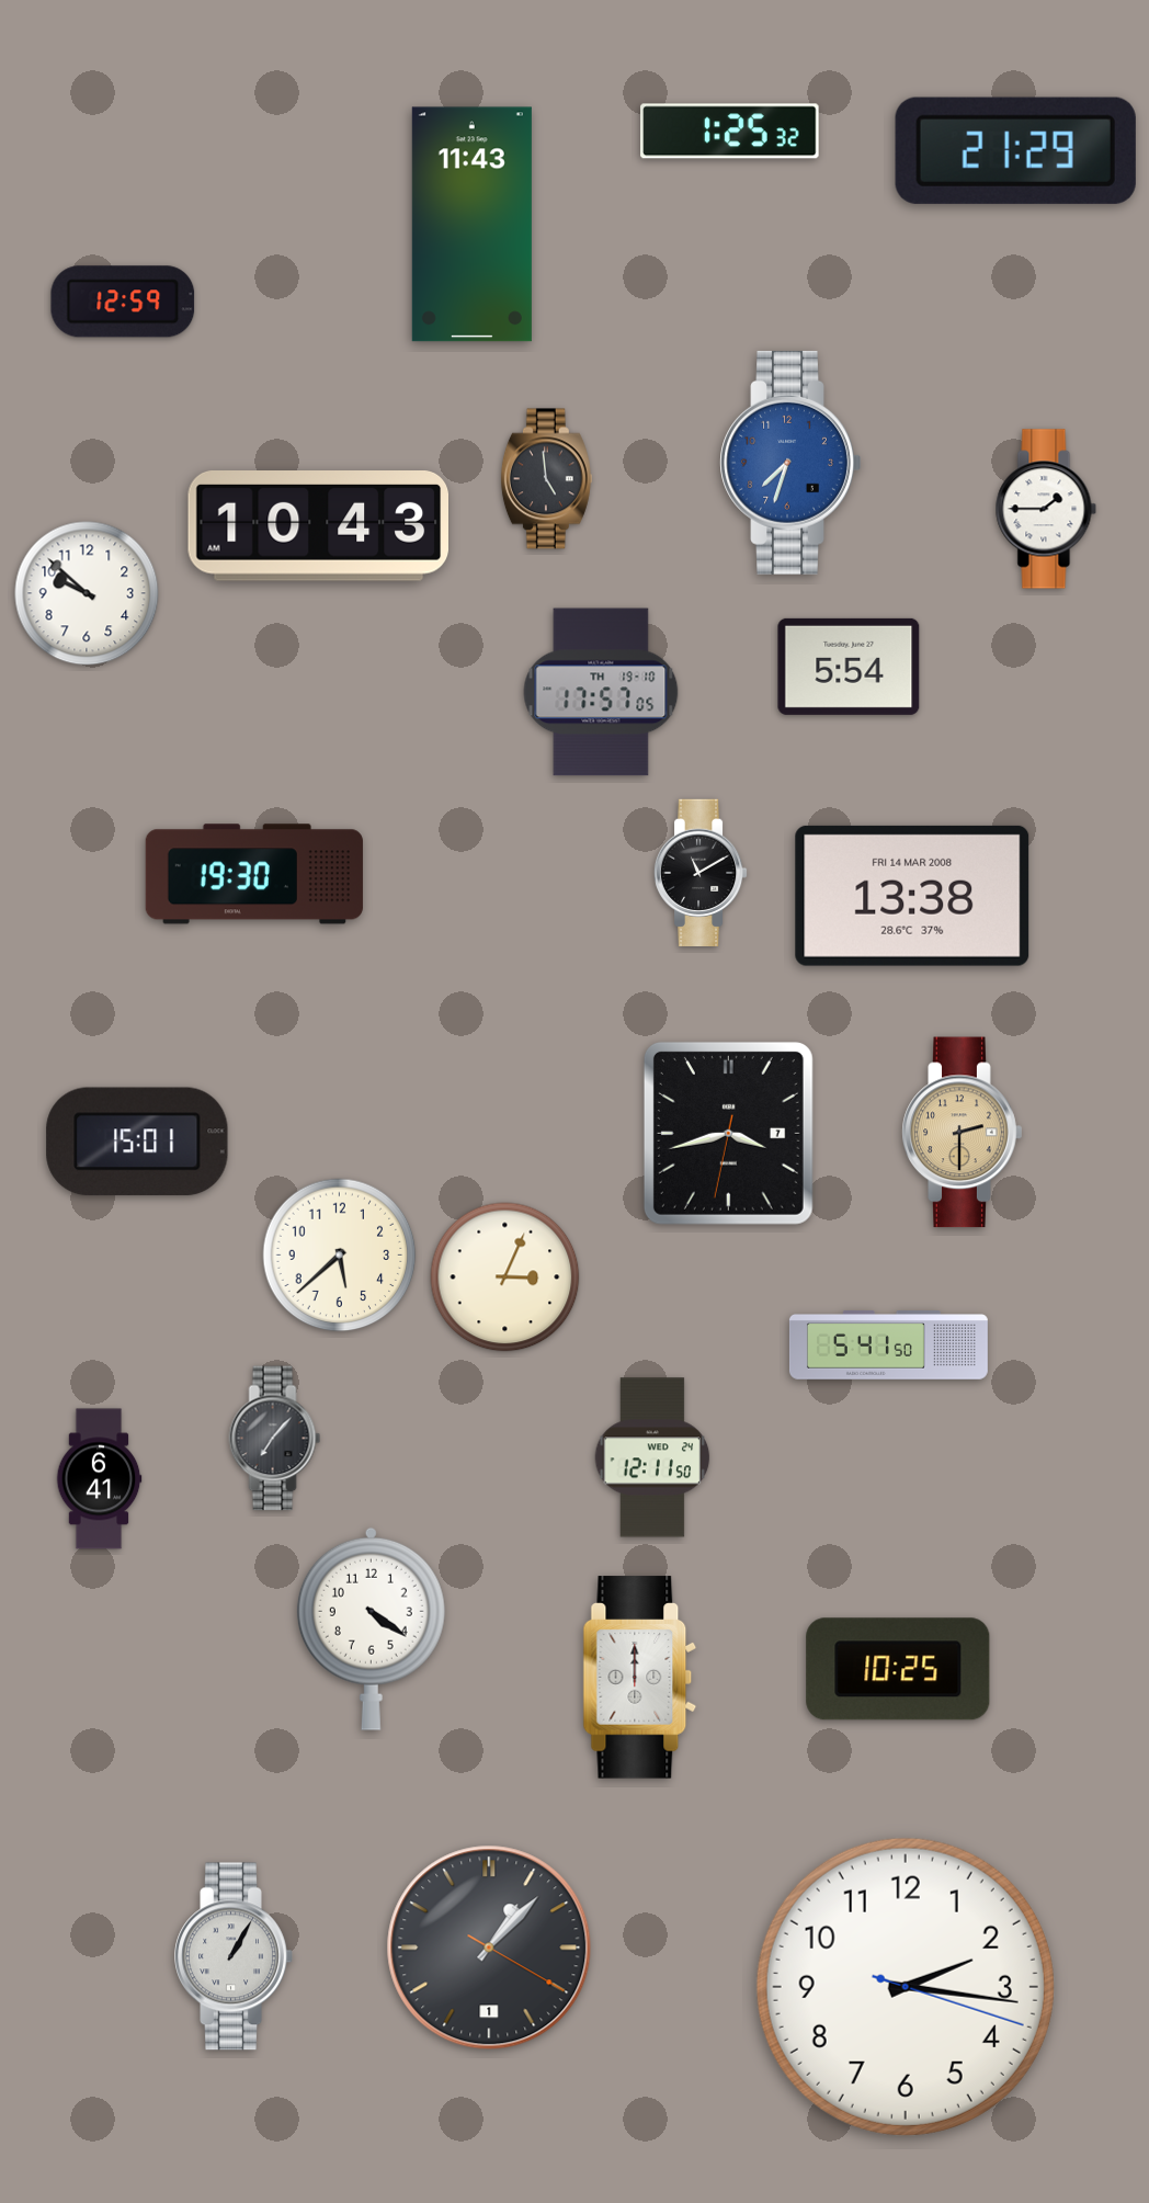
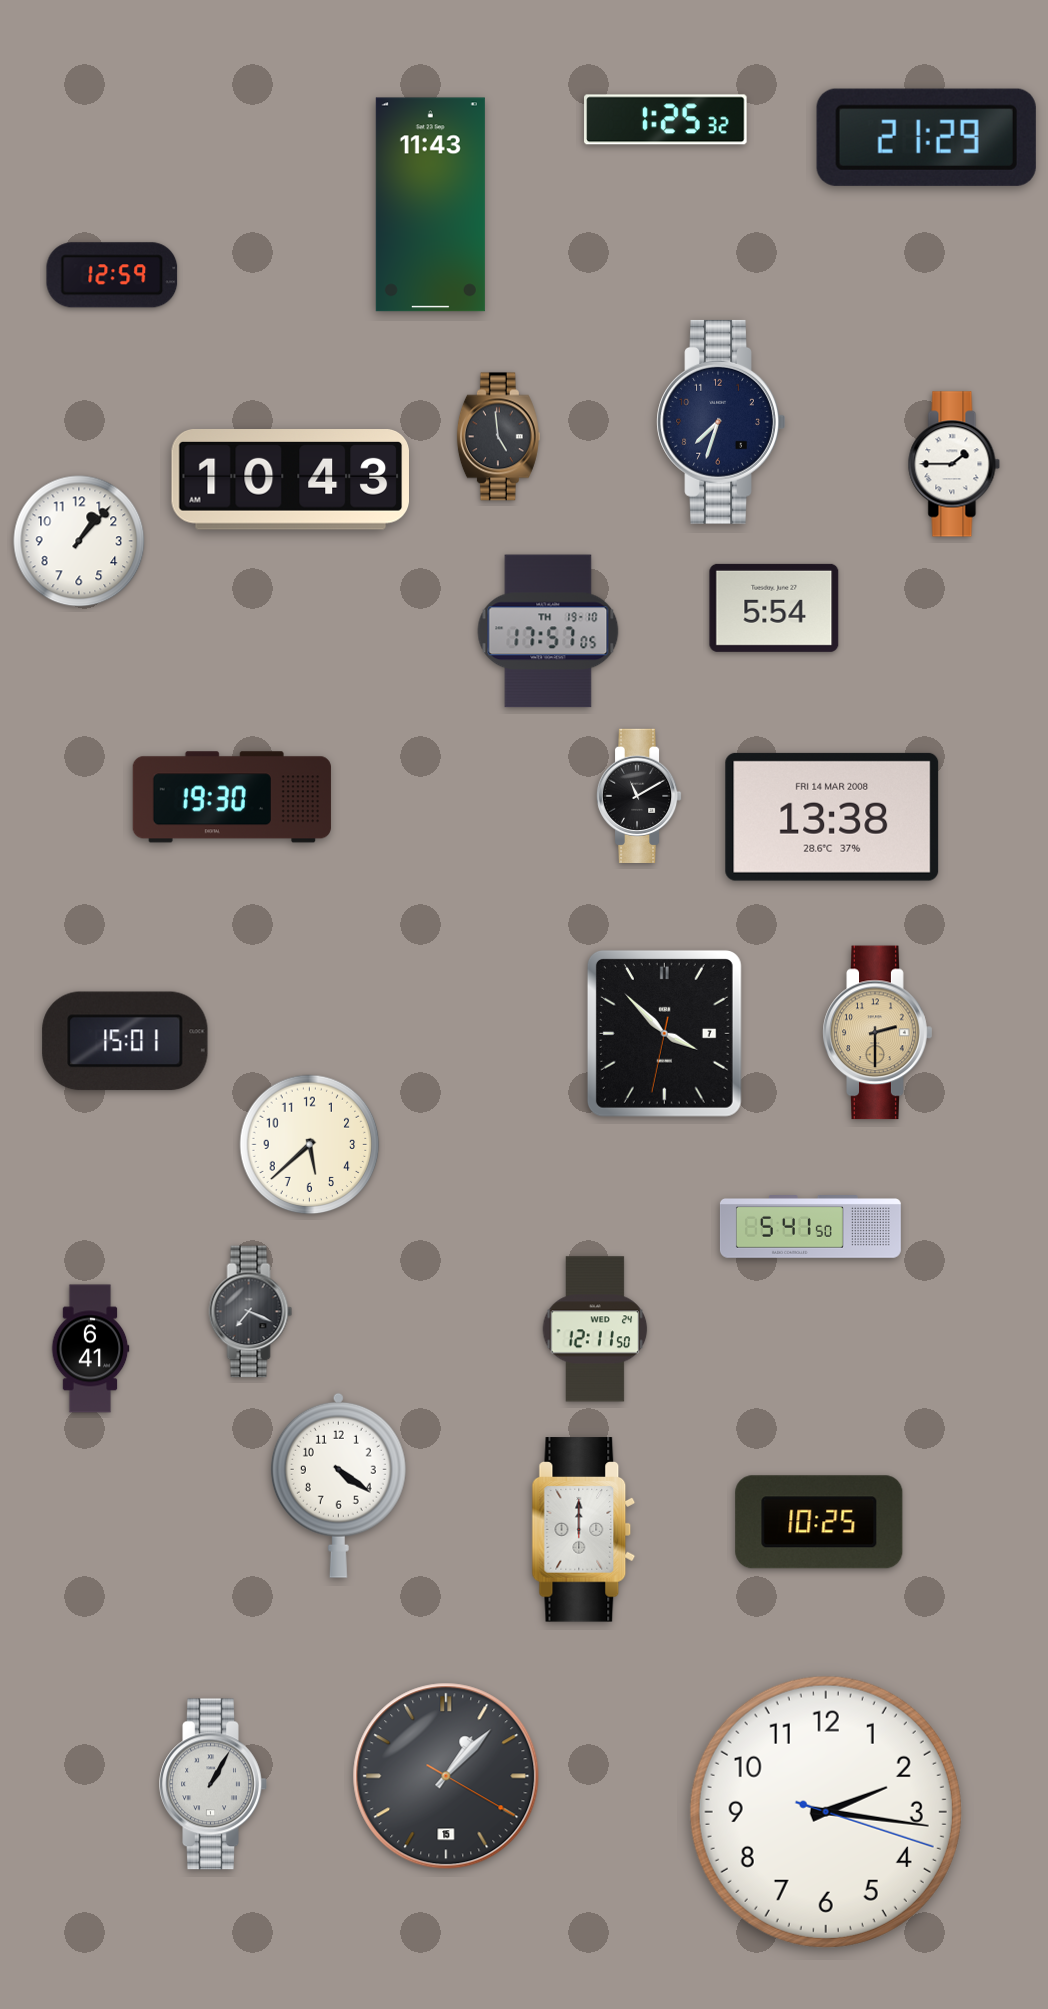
clock at (790, 463) dial: blue -> navy
clock at (87, 593): 9:52 -> 1:07
clock at (728, 1133): 3:42 -> 3:52
clock at (505, 1277): 3:04 -> none
clock at (275, 1439): 7:07 -> 7:19
clock at (489, 1948) date: 1 -> 15
